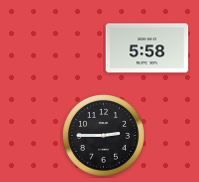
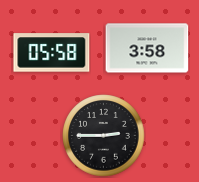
clock at (147, 48): 5:58 -> 3:58
clock at (52, 53): none -> 05:58
